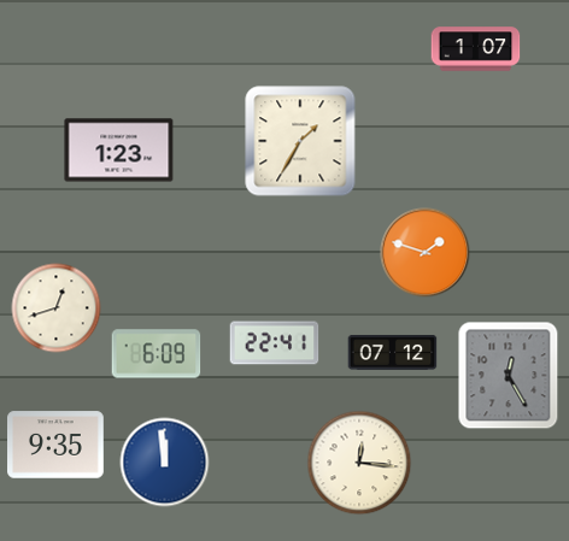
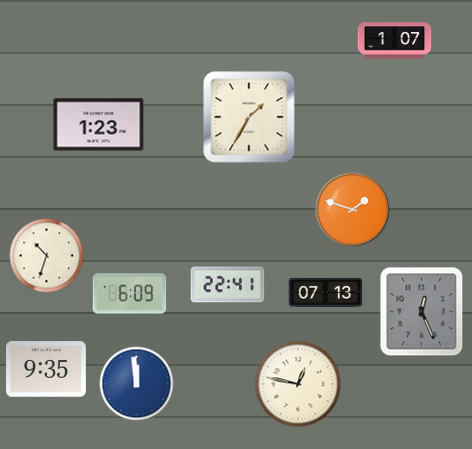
clock at (57, 308): 12:42 -> 10:33
clock at (393, 352): 07:12 -> 07:13
clock at (509, 376): 12:25 -> 12:26
clock at (359, 463): 12:16 -> 12:47
